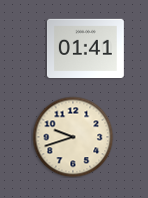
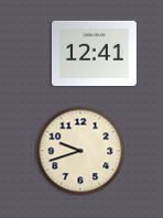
clock at (85, 48): 01:41 -> 12:41
